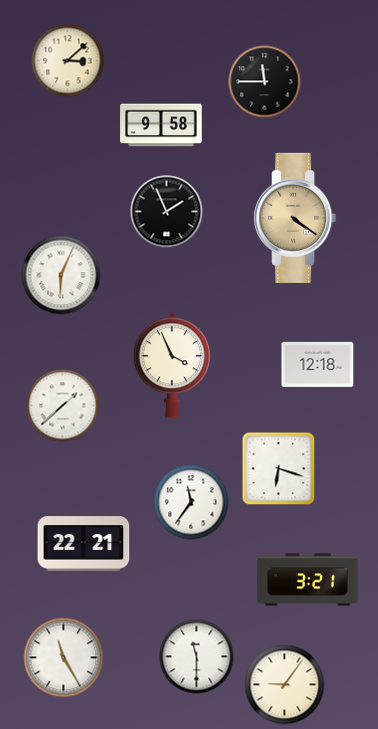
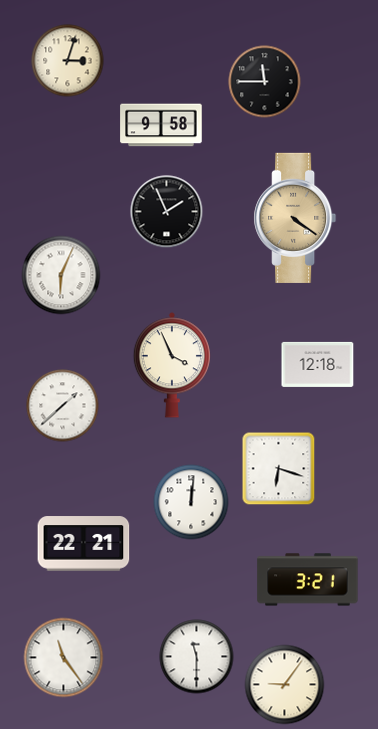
clock at (68, 61): 3:08 -> 3:03
clock at (191, 502): 11:36 -> 12:01
clock at (64, 658): 11:25 -> 11:24
